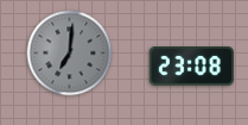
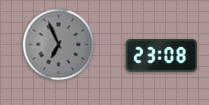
clock at (70, 54): 7:01 -> 6:56
